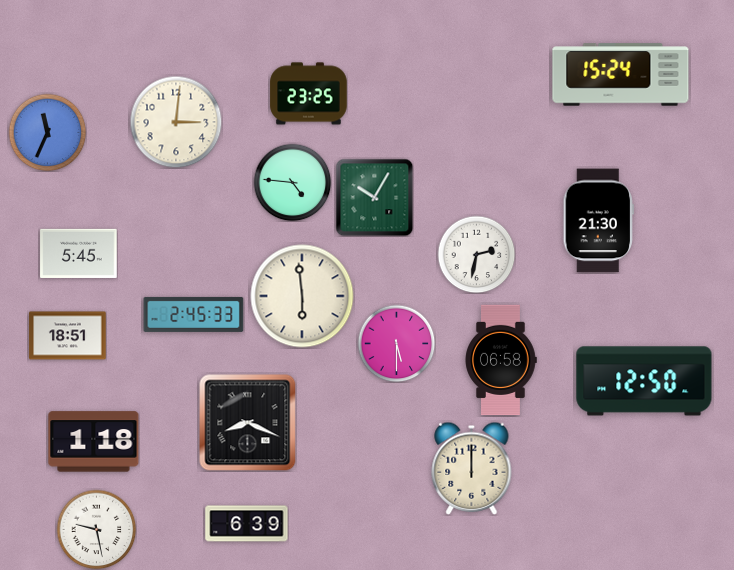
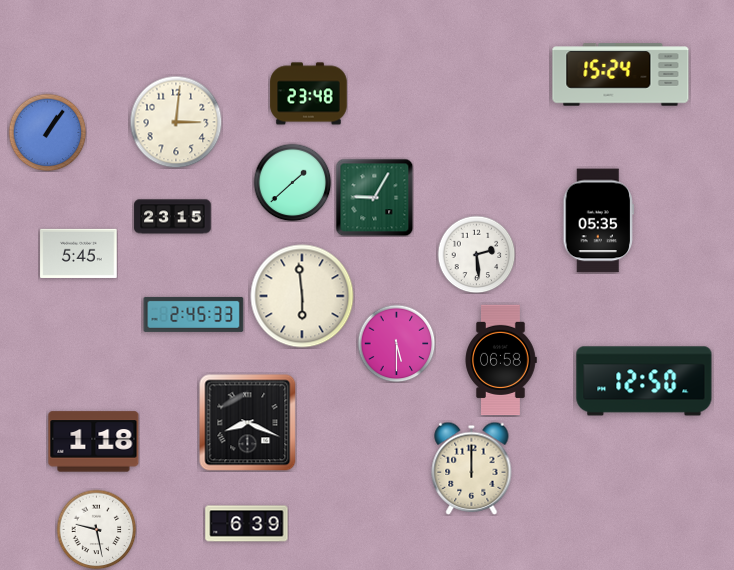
clock at (309, 94): 23:25 -> 23:48
clock at (47, 132): 11:34 -> 1:06
clock at (292, 182): 4:46 -> 1:38
clock at (374, 197): 10:05 -> 9:05
clock at (173, 217): none -> 23:15
clock at (598, 221): 21:30 -> 05:35
clock at (476, 254): 2:32 -> 2:29
clock at (68, 336): 18:51 -> none
